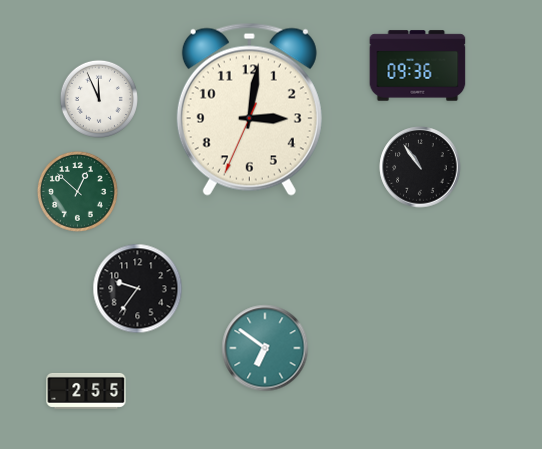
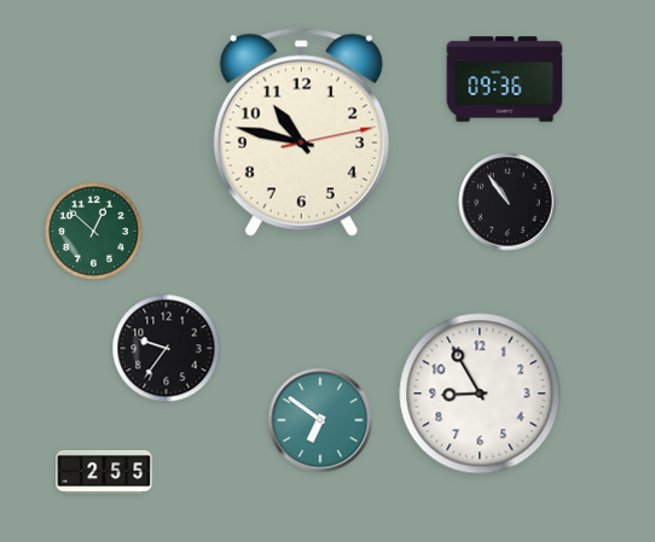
clock at (99, 99): 11:56 -> none
clock at (249, 109): 3:01 -> 10:47
clock at (480, 394): none -> 8:55
